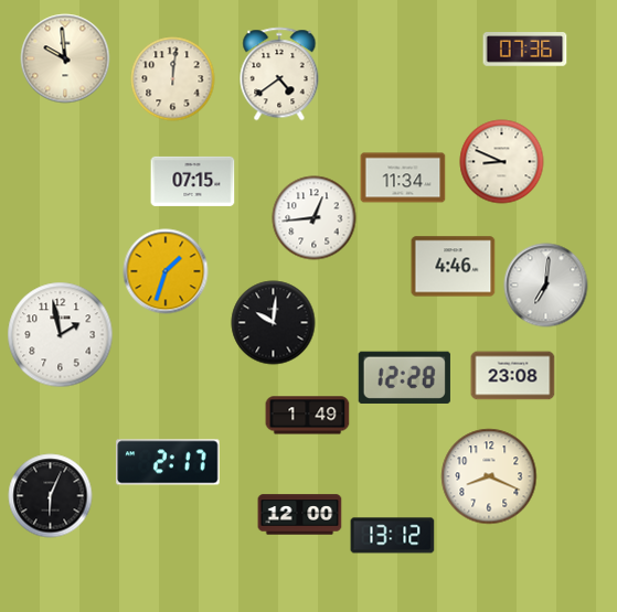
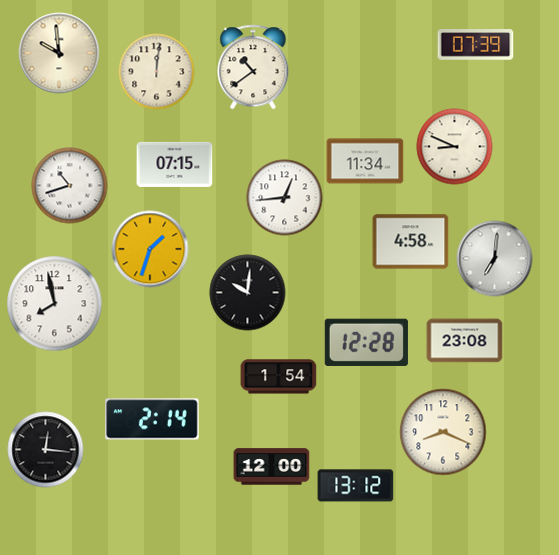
clock at (525, 50): 07:36 -> 07:39
clock at (279, 74): 4:39 -> 10:39
clock at (70, 186): none -> 10:42
clock at (454, 267): 4:46 -> 4:58
clock at (166, 271) position: (166, 271) -> (150, 249)
clock at (61, 335): 1:58 -> 7:58
clock at (308, 416): 1:49 -> 1:54
clock at (168, 462): 2:17 -> 2:14
clock at (51, 496): 6:04 -> 12:16
